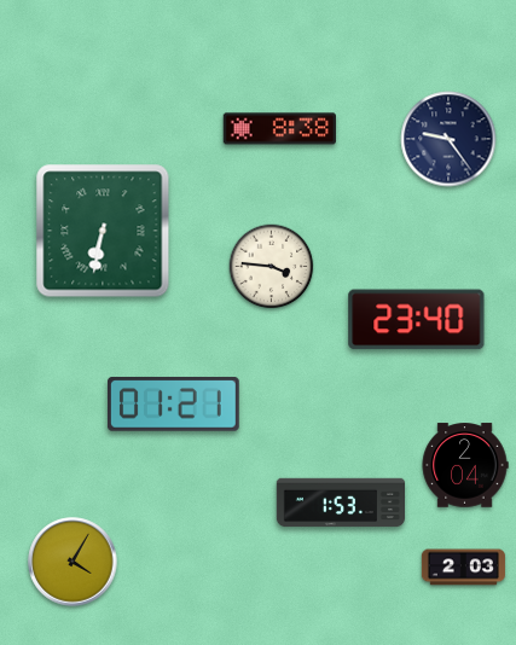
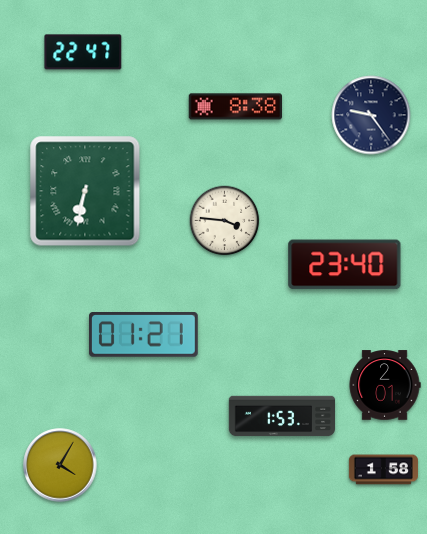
clock at (83, 52): none -> 22:47
clock at (279, 129) position: (279, 129) -> (235, 107)
clock at (465, 465): 2:04 -> 2:01
clock at (463, 568): 2:03 -> 1:58
